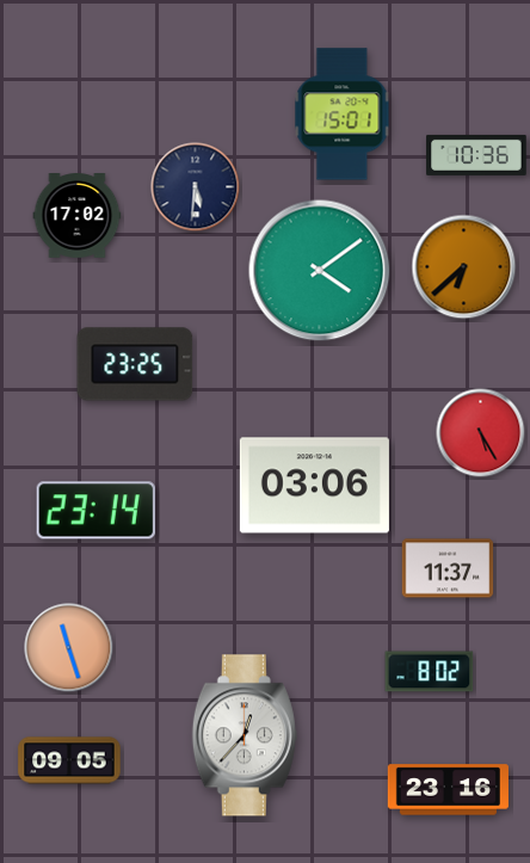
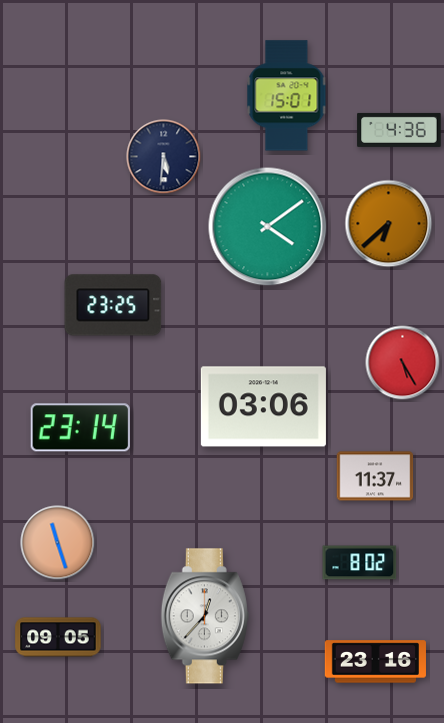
clock at (476, 155): 10:36 -> 4:36
clock at (78, 216): 17:02 -> none
